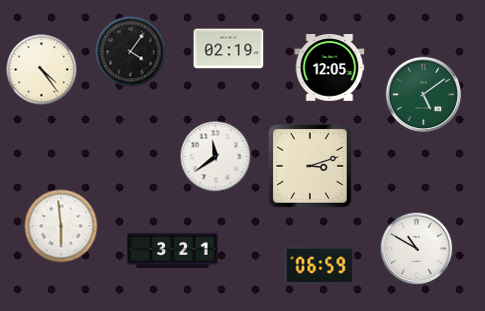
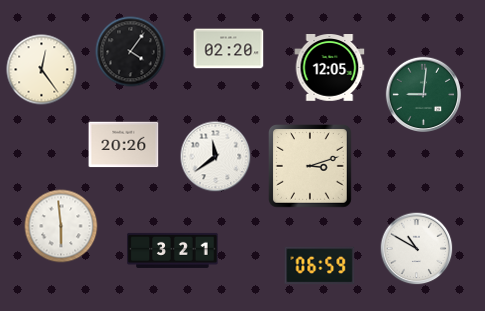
clock at (229, 49): 02:19 -> 02:20
clock at (42, 70): 4:24 -> 12:24
clock at (423, 94): 5:09 -> 9:01
clock at (124, 145): none -> 20:26
